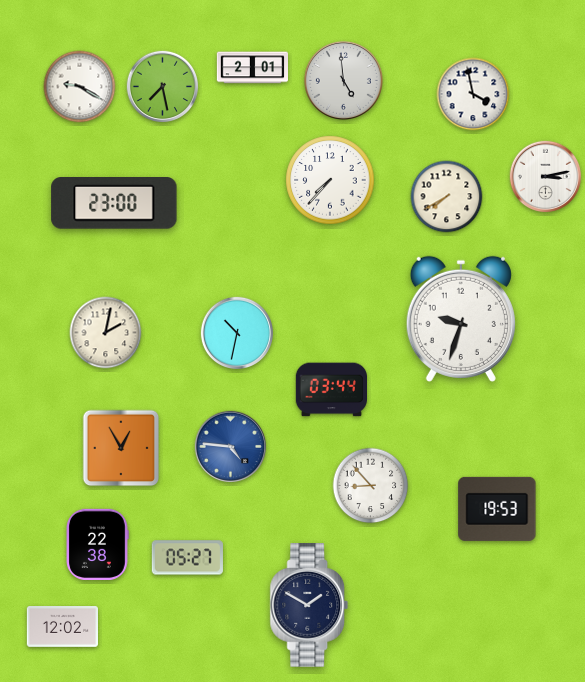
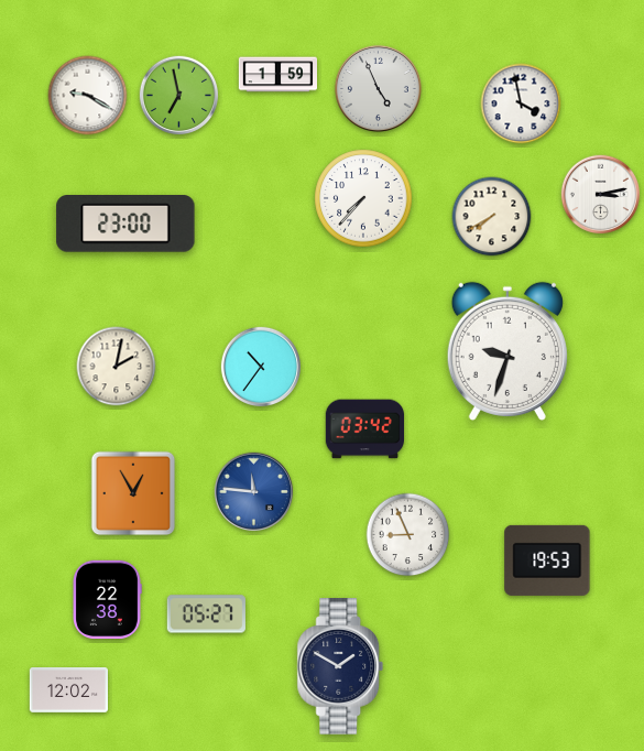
clock at (253, 68): 2:01 -> 1:59
clock at (343, 80): 4:59 -> 4:56
clock at (163, 87): 7:28 -> 6:58
clock at (236, 332): 10:32 -> 10:36
clock at (331, 390): 03:44 -> 03:42
clock at (231, 447): 4:46 -> 11:46
clock at (371, 486): 8:53 -> 8:56
